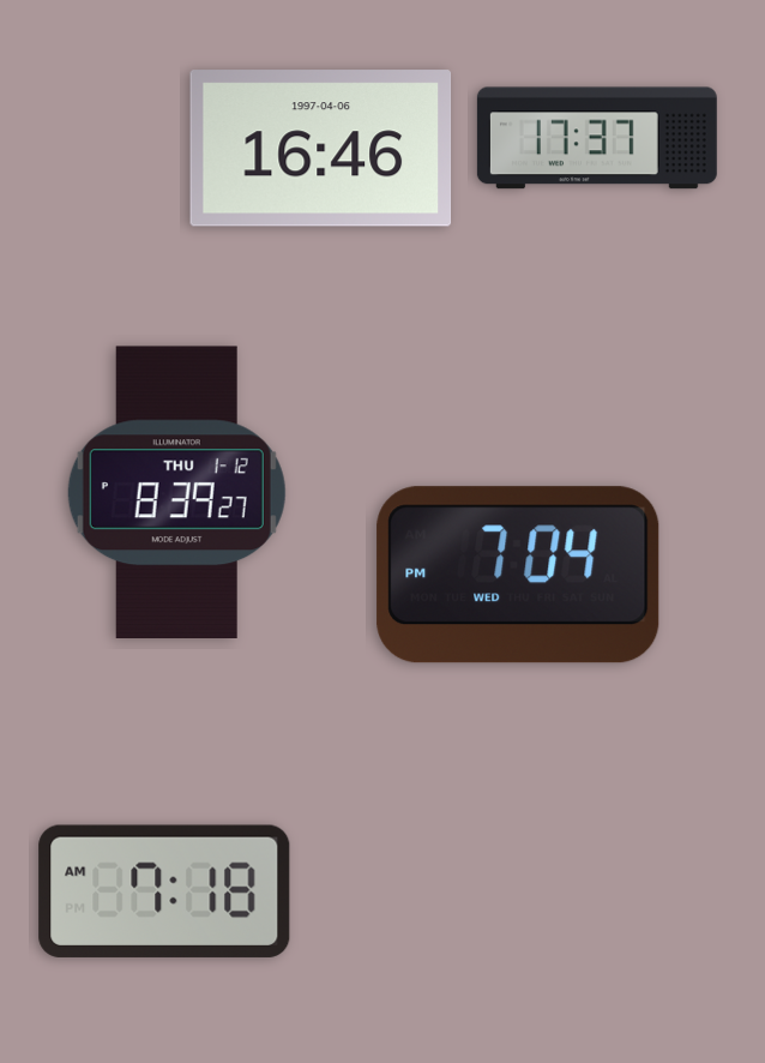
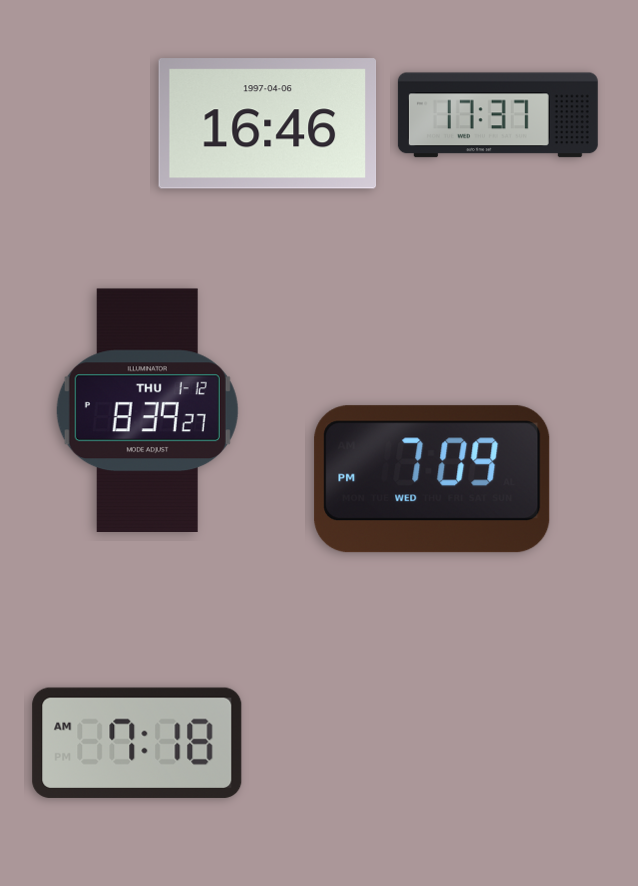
clock at (518, 575): 7:04 -> 7:09
